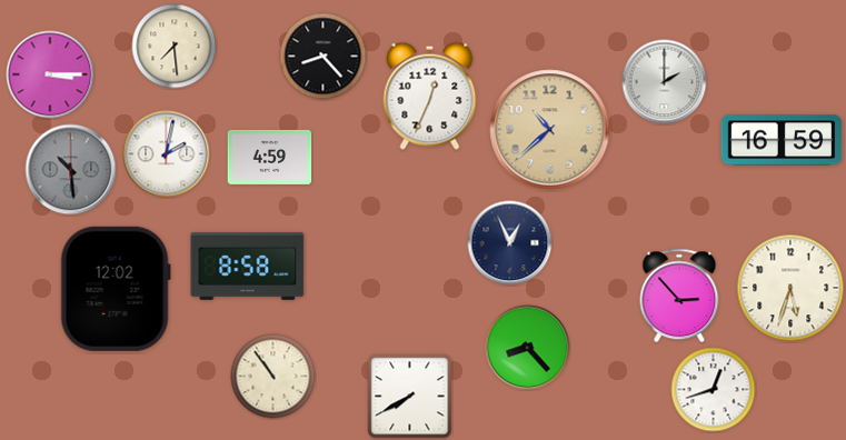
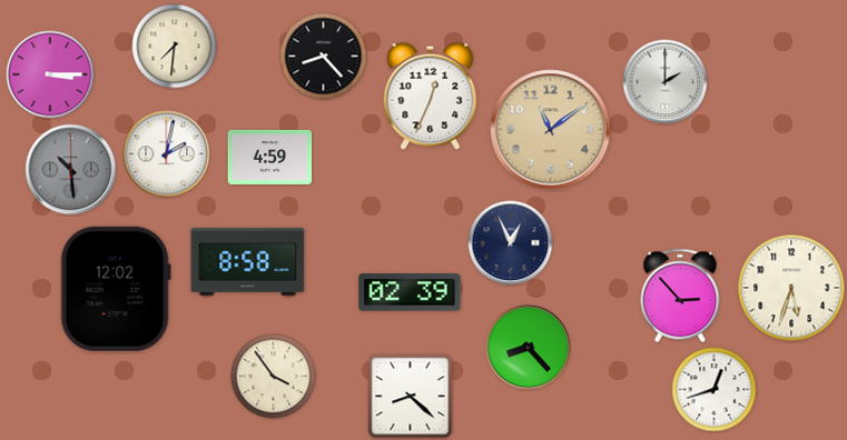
clock at (175, 47): 7:29 -> 7:31
clock at (550, 130): 10:38 -> 11:09
clock at (782, 140): 16:59 -> none
clock at (248, 266) position: (248, 266) -> (248, 261)
clock at (410, 292): none -> 02:39
clock at (273, 377): 10:54 -> 3:54
clock at (410, 397): 7:40 -> 8:22
